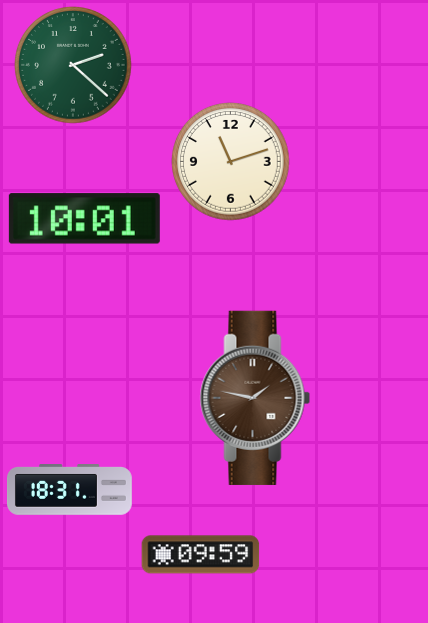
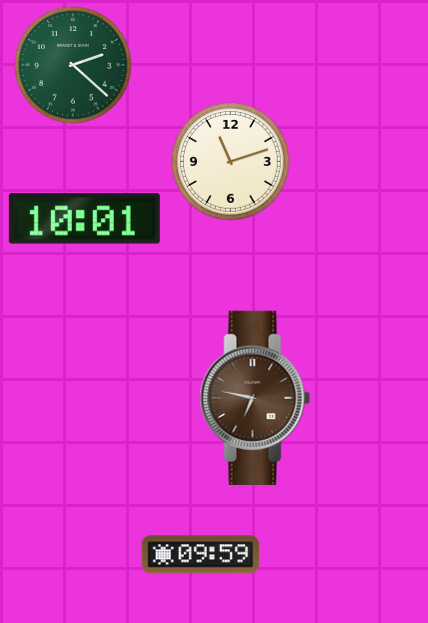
clock at (255, 398): 1:47 -> 6:47
clock at (70, 490): 18:31 -> none
